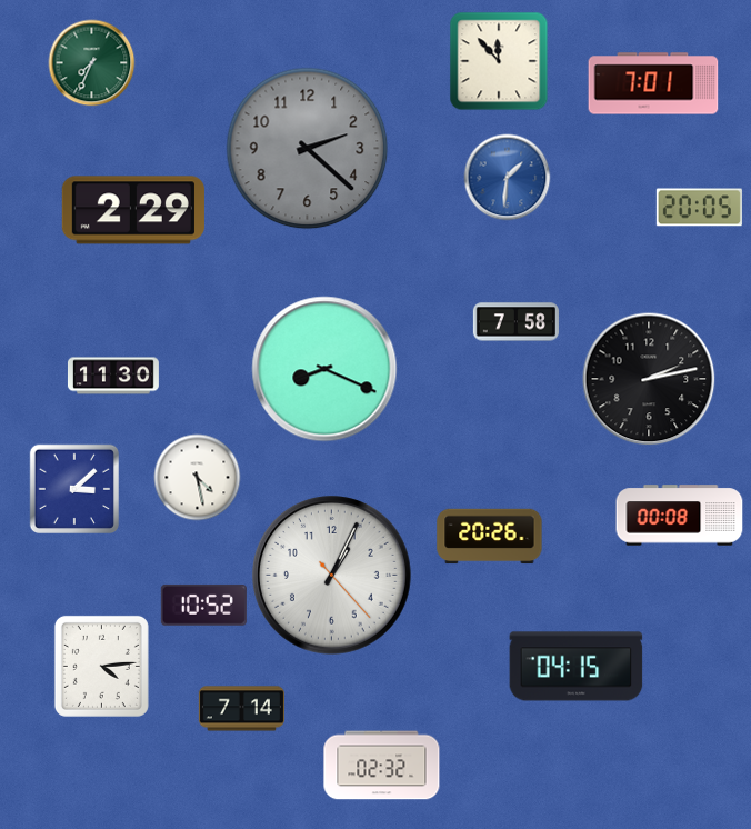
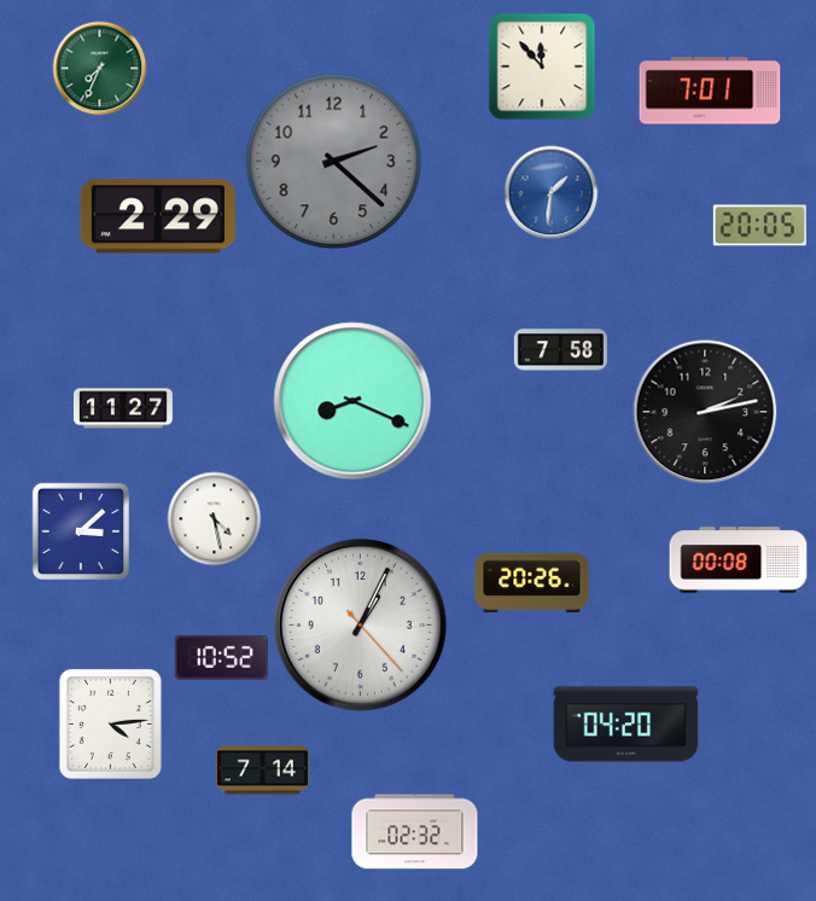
clock at (133, 210) position: (133, 210) -> (158, 216)
clock at (113, 376): 11:30 -> 11:27
clock at (577, 667): 04:15 -> 04:20
